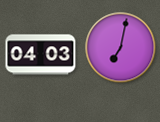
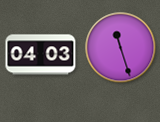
clock at (121, 48): 7:02 -> 11:27
